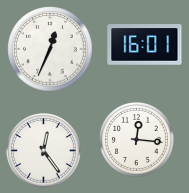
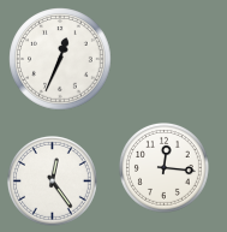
clock at (145, 45): 16:01 -> none
